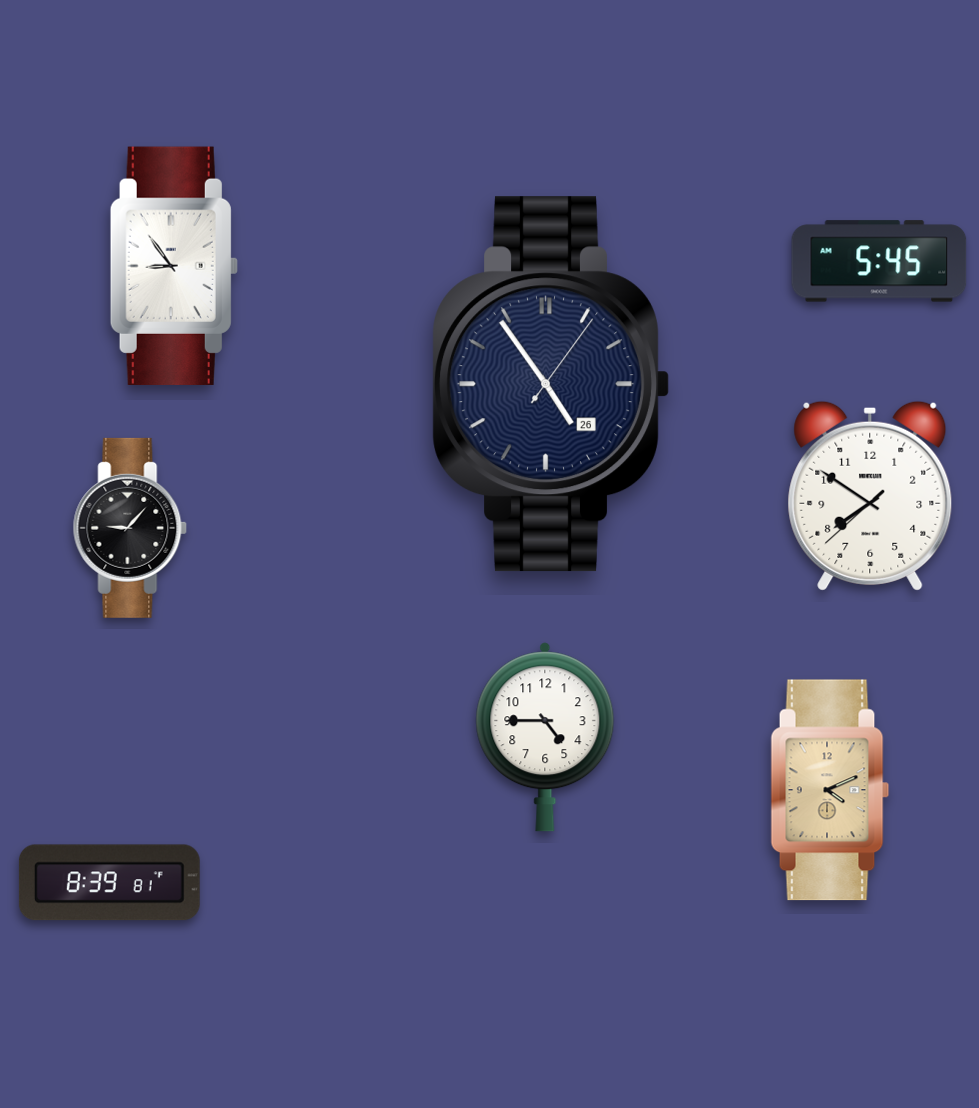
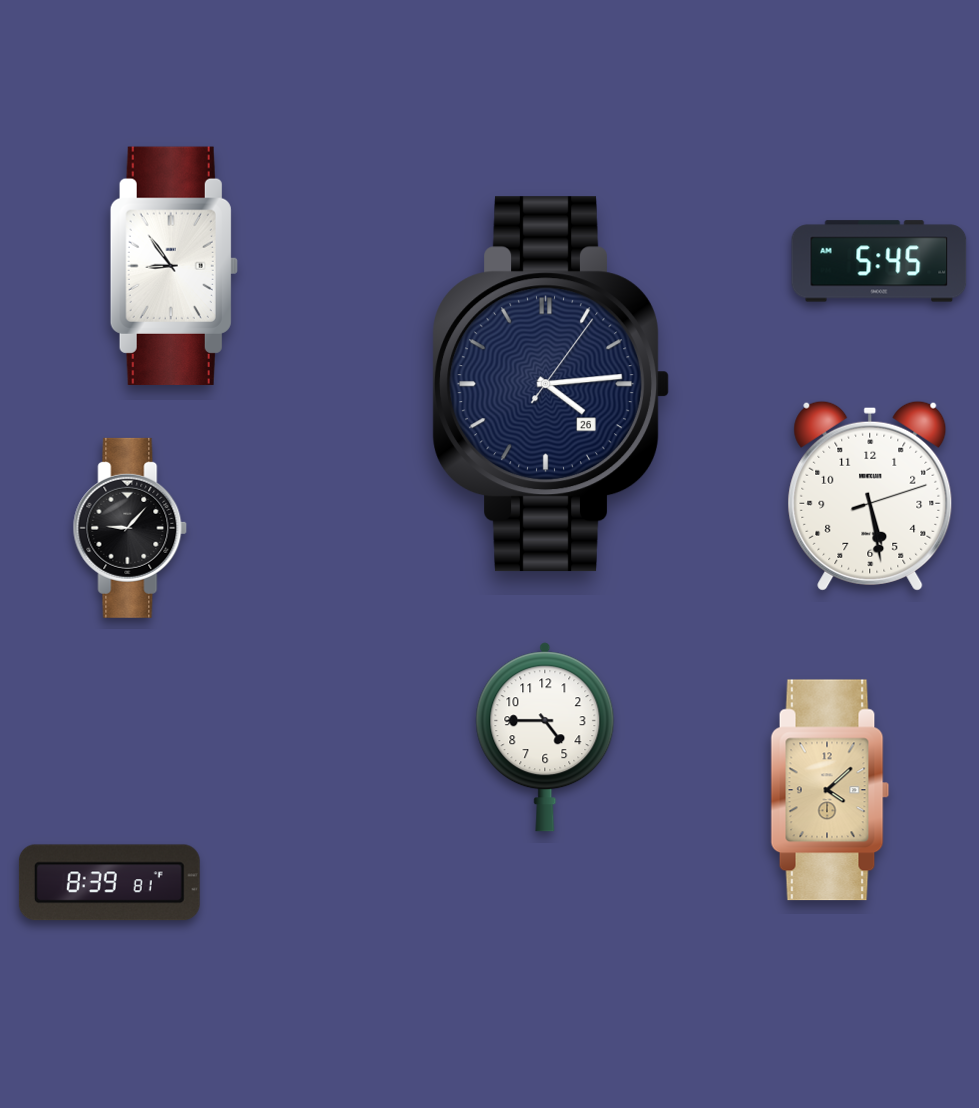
clock at (551, 384): 4:54 -> 4:14
clock at (870, 496): 7:50 -> 5:28
clock at (830, 790): 4:11 -> 4:08
